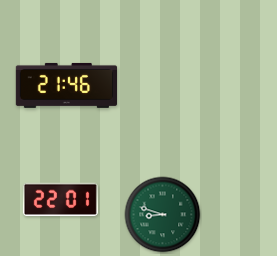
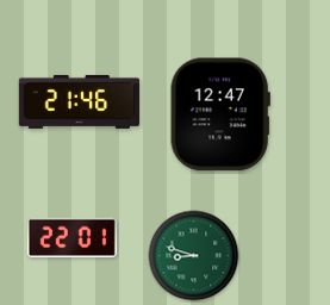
clock at (220, 114): none -> 12:47
